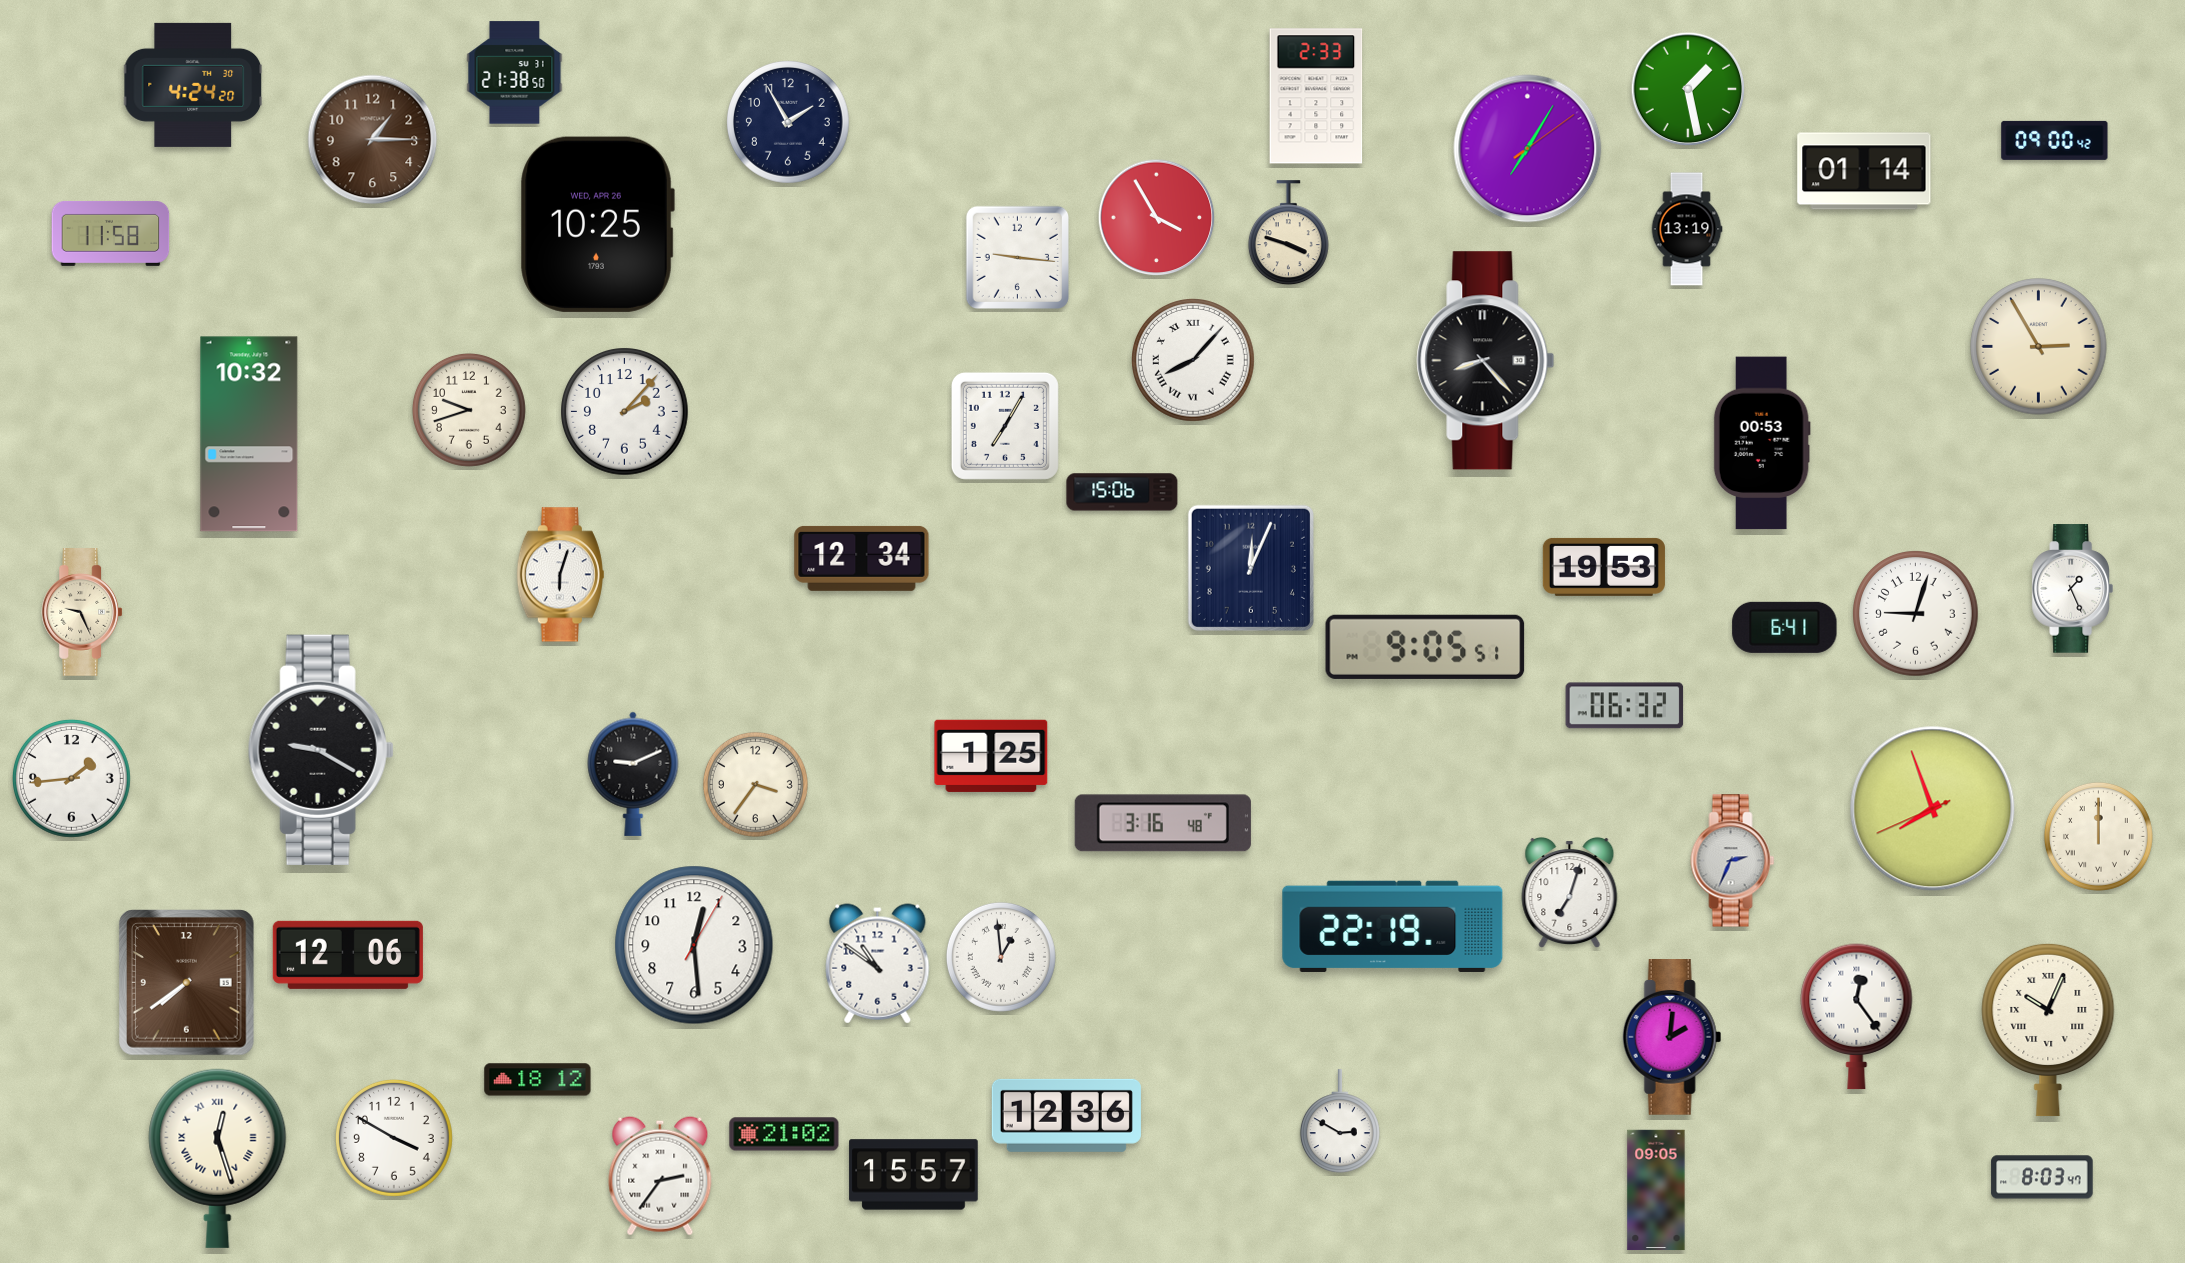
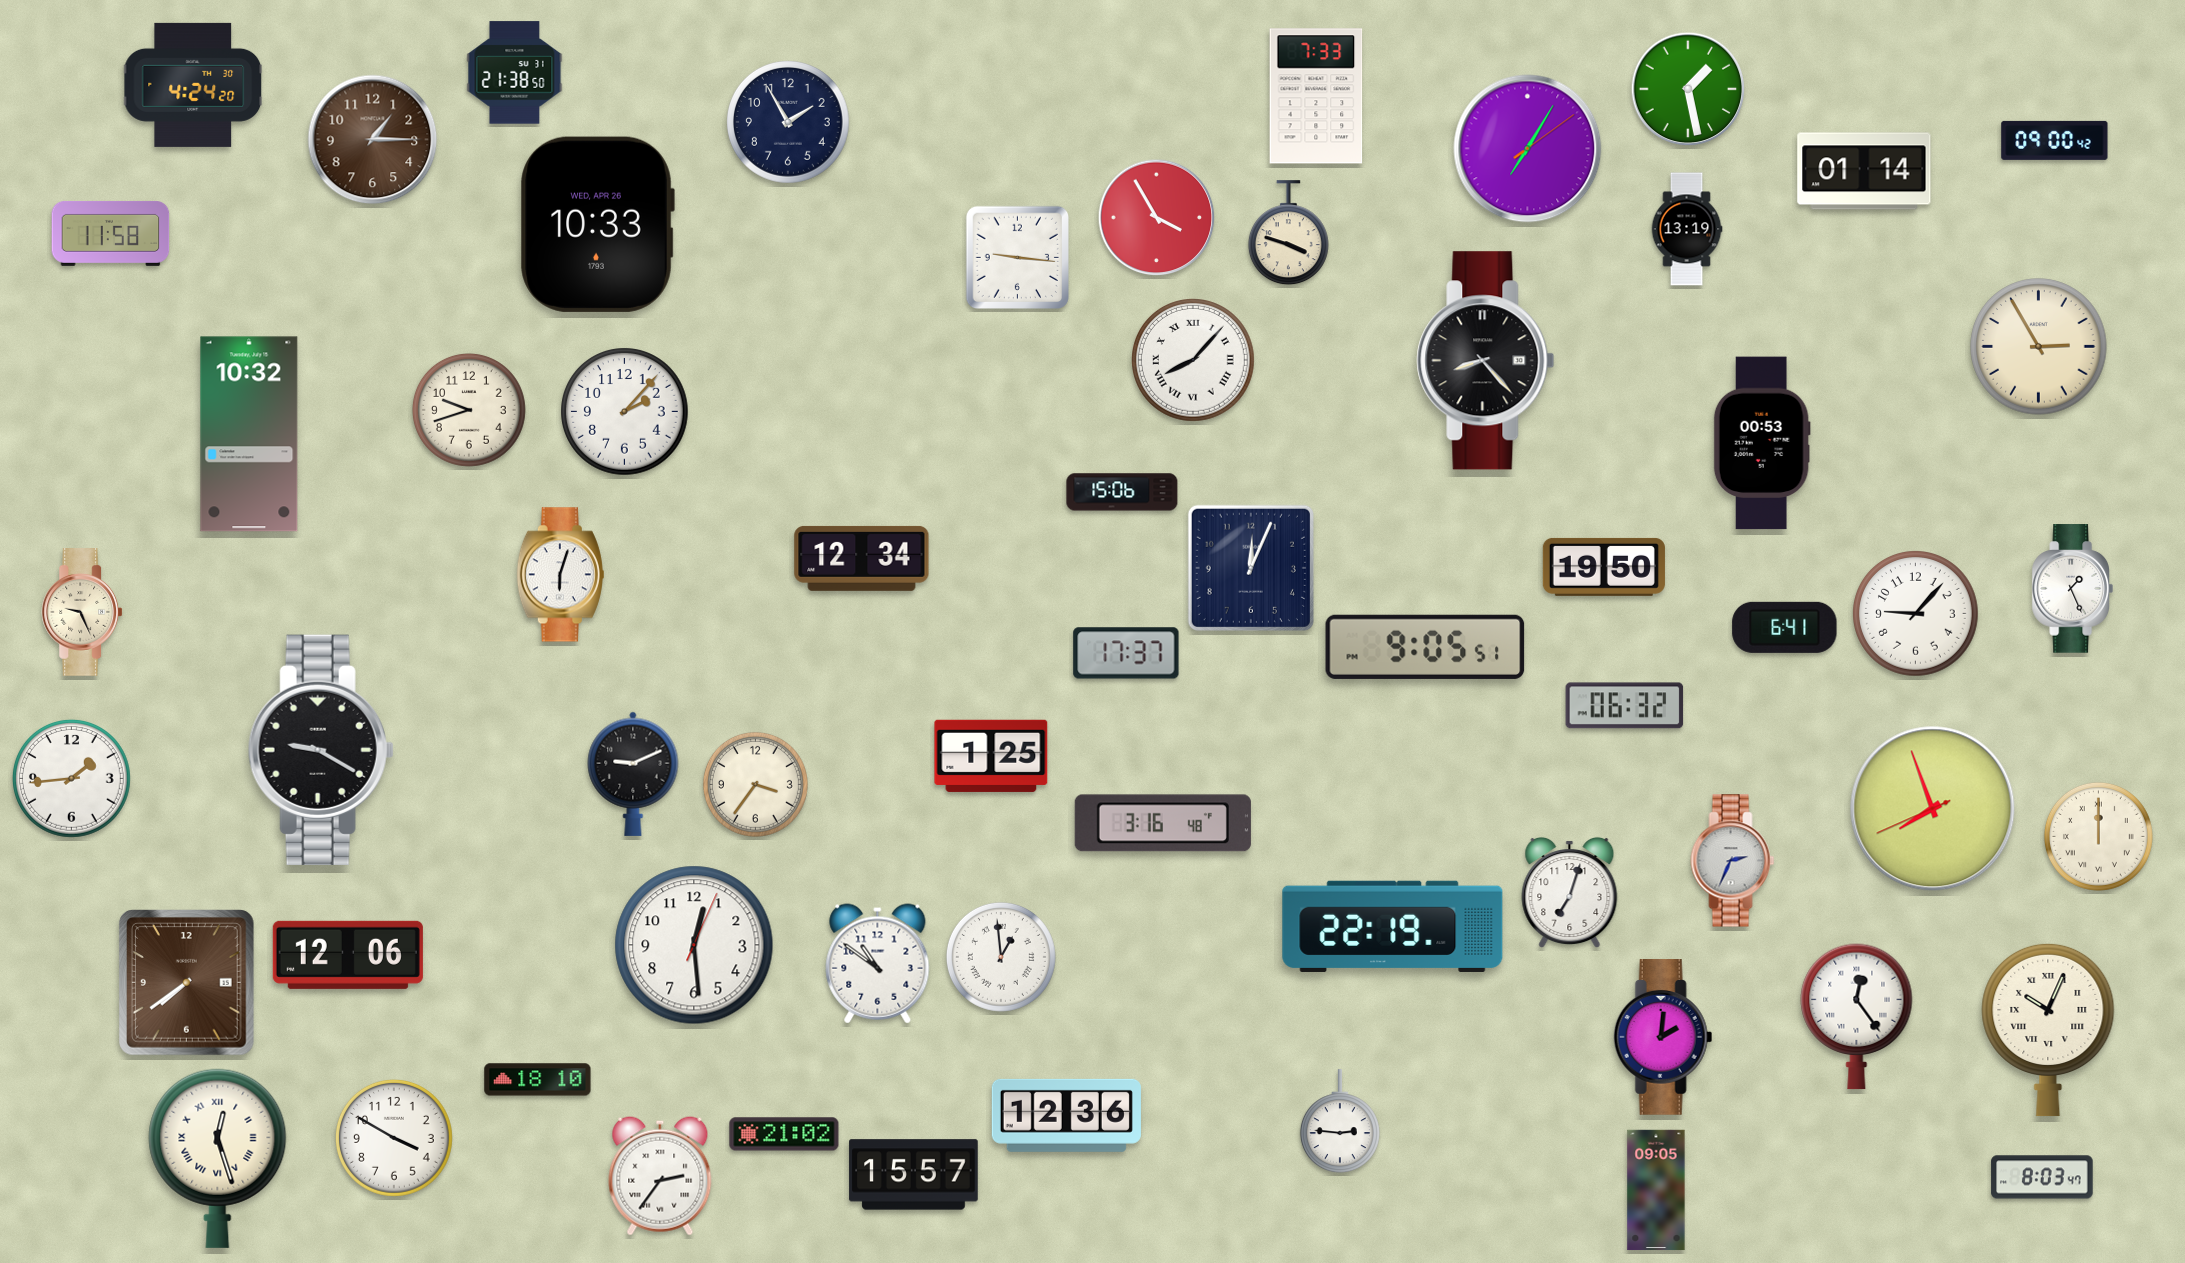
clock at (1316, 96): 2:33 -> 7:33
clock at (597, 224): 10:25 -> 10:33
clock at (1005, 426): 7:05 -> none
clock at (1604, 567): 19:53 -> 19:50
clock at (1916, 614): 9:03 -> 9:07
clock at (1126, 653): none -> 17:37
clock at (694, 945): 12:29:05 -> 12:29:04
clock at (1672, 1038) position: (1672, 1038) -> (1663, 1038)
clock at (538, 1080): 18:12 -> 18:10
clock at (1340, 1122): 2:50 -> 2:46
